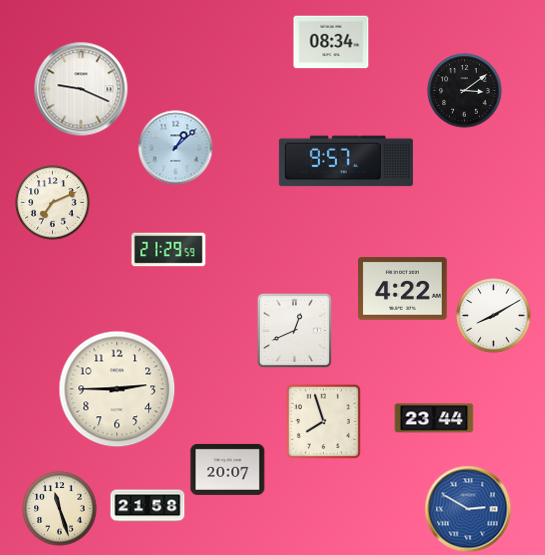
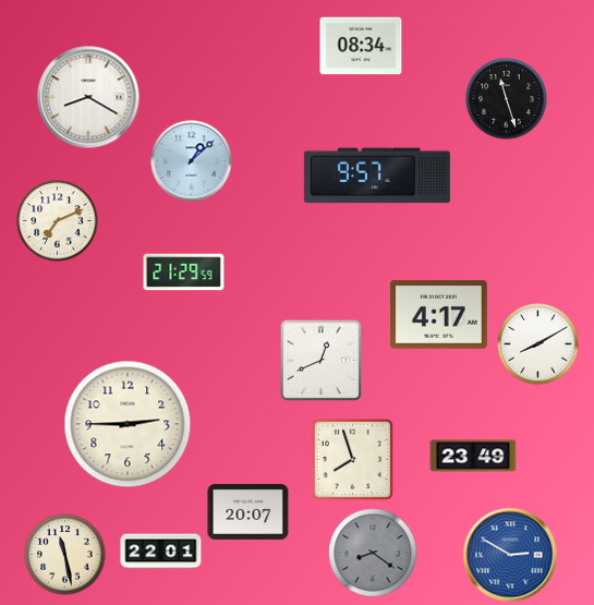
clock at (81, 89): 9:19 -> 8:20
clock at (465, 91): 3:09 -> 11:27
clock at (403, 289): 4:22 -> 4:17
clock at (434, 418): 23:44 -> 23:49
clock at (148, 506): 21:58 -> 22:01
clock at (373, 553): none -> 8:21
clock at (60, 509): 11:27 -> 11:28
